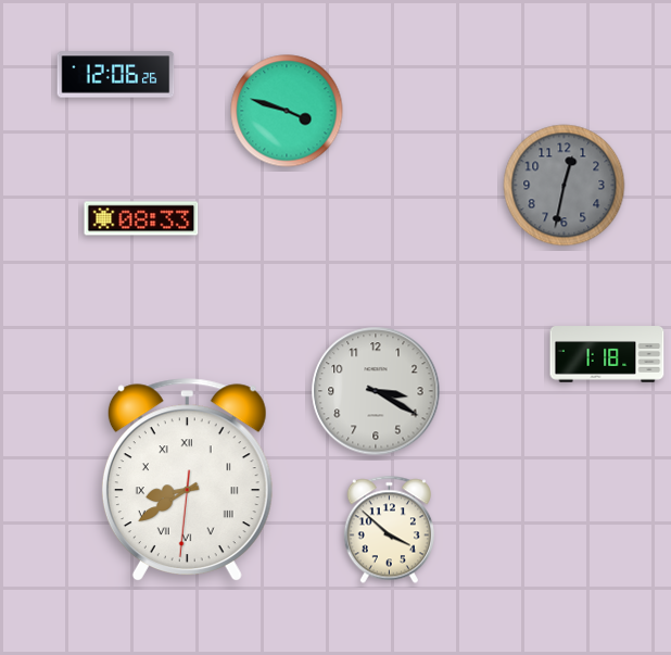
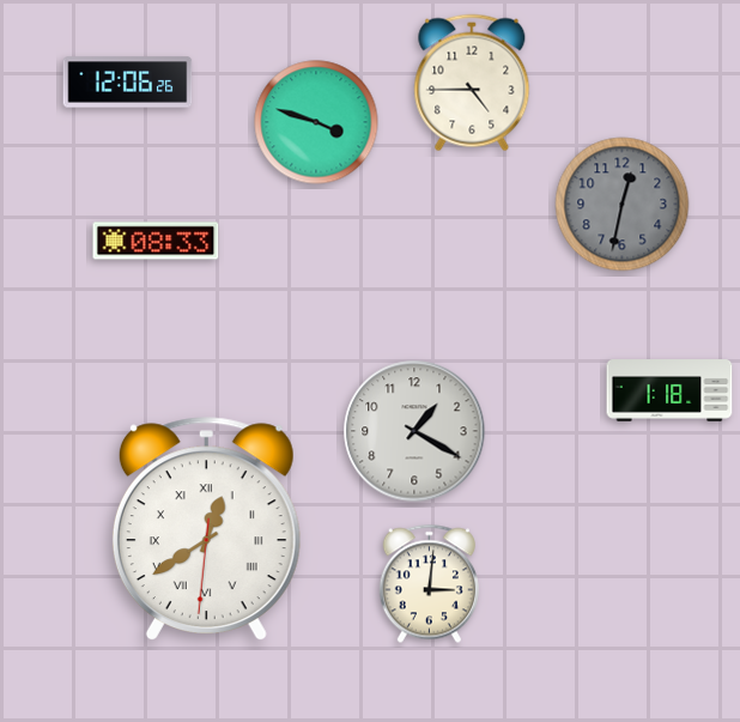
clock at (472, 83): none -> 4:45
clock at (376, 391): 3:20 -> 1:20
clock at (187, 480): 8:39 -> 12:39
clock at (389, 530): 3:52 -> 3:01
